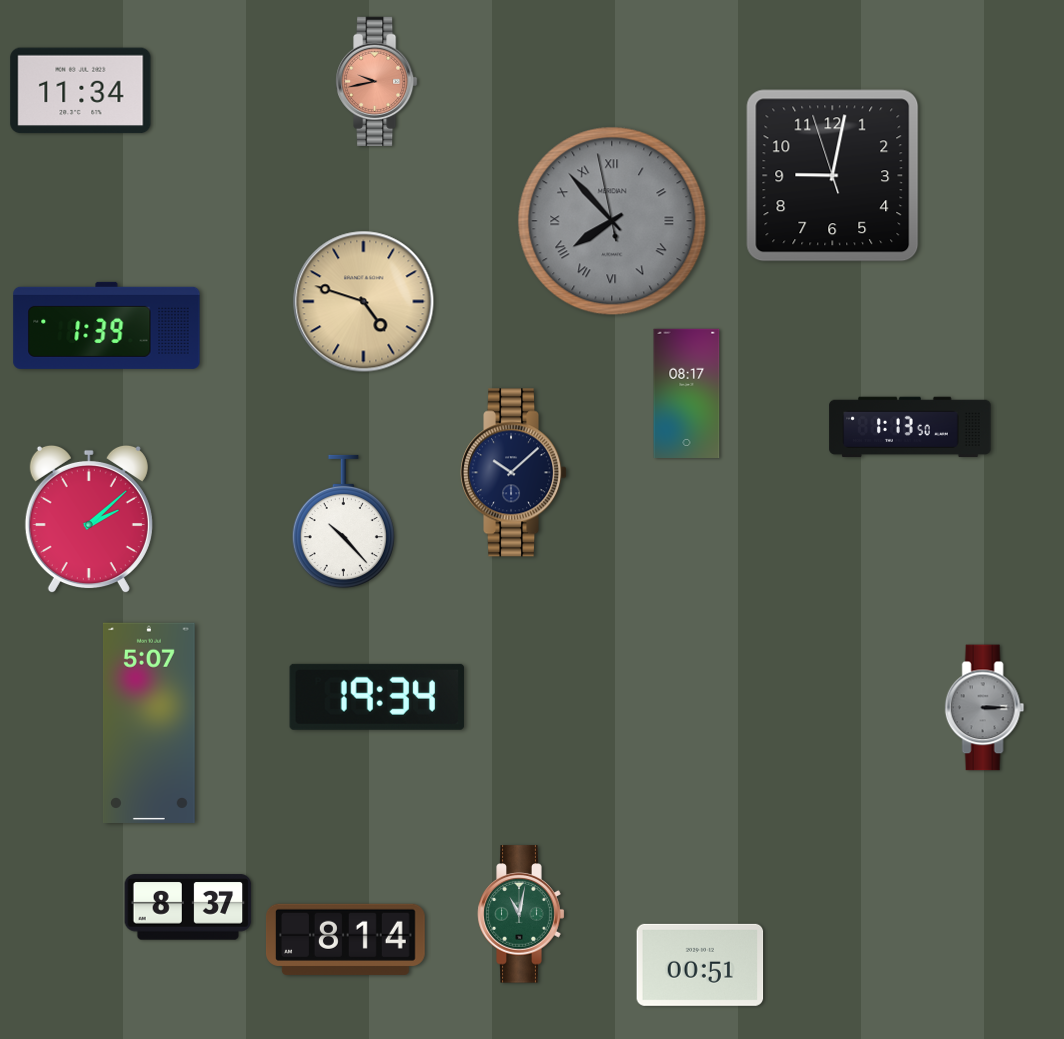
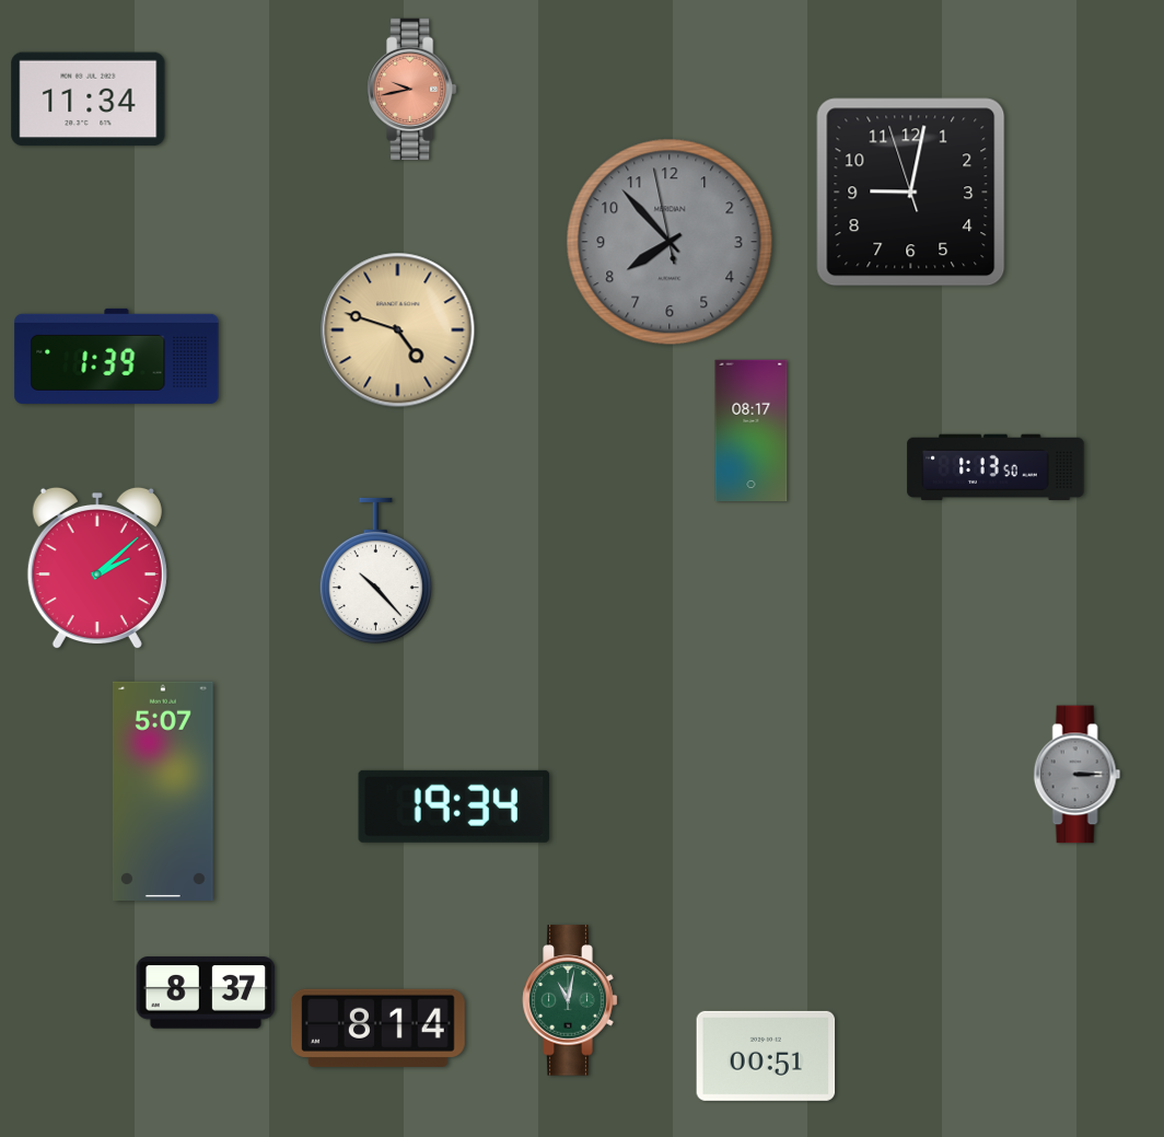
clock at (612, 221) numerals: Roman -> Arabic
clock at (514, 473): 10:08 -> none
clock at (377, 697) position: (377, 697) -> (454, 807)
